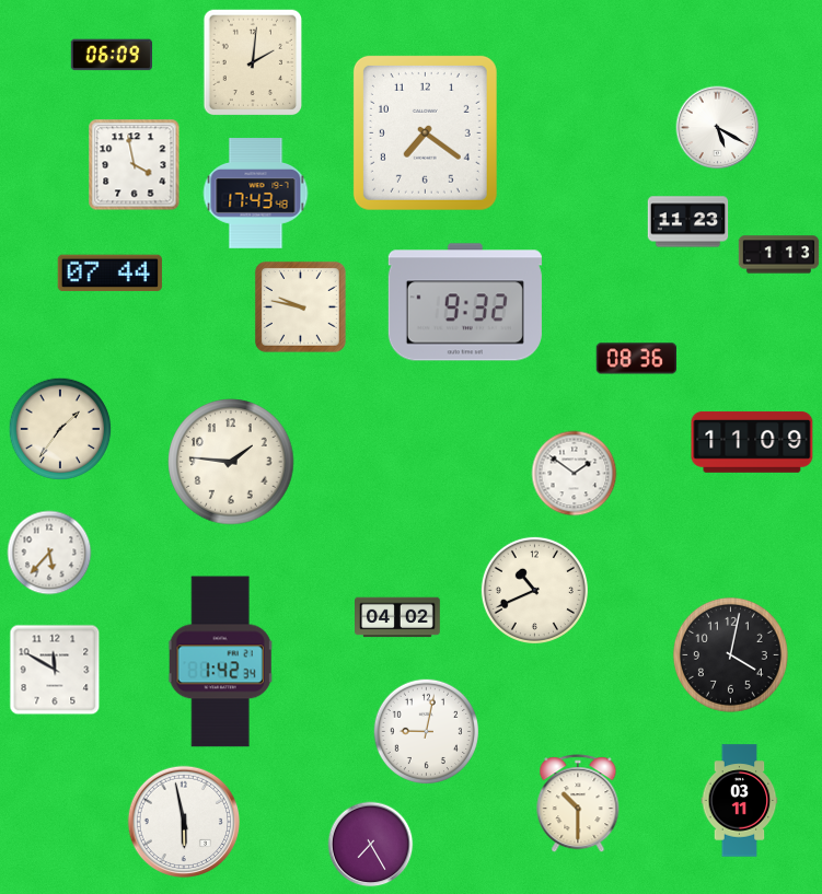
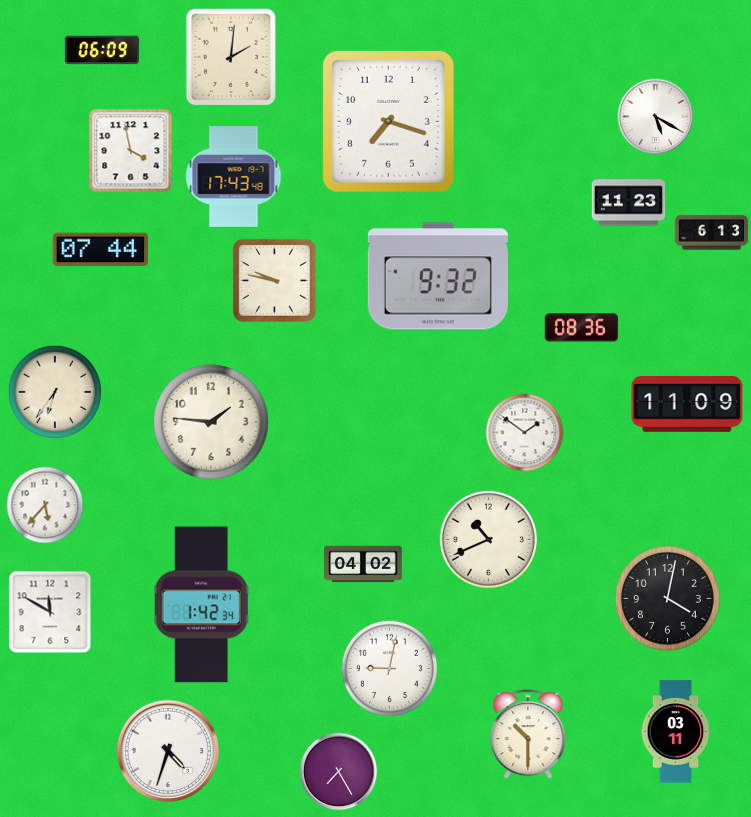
clock at (425, 132): 7:21 -> 7:18
clock at (135, 165) position: (135, 165) -> (131, 151)
clock at (779, 255): 1:13 -> 6:13
clock at (465, 302) position: (465, 302) -> (438, 276)
clock at (60, 429): 1:36 -> 6:36
clock at (184, 822): 5:58 -> 4:33
